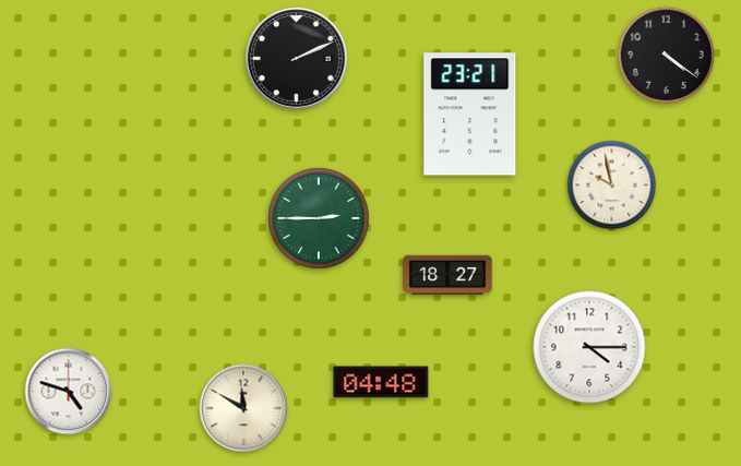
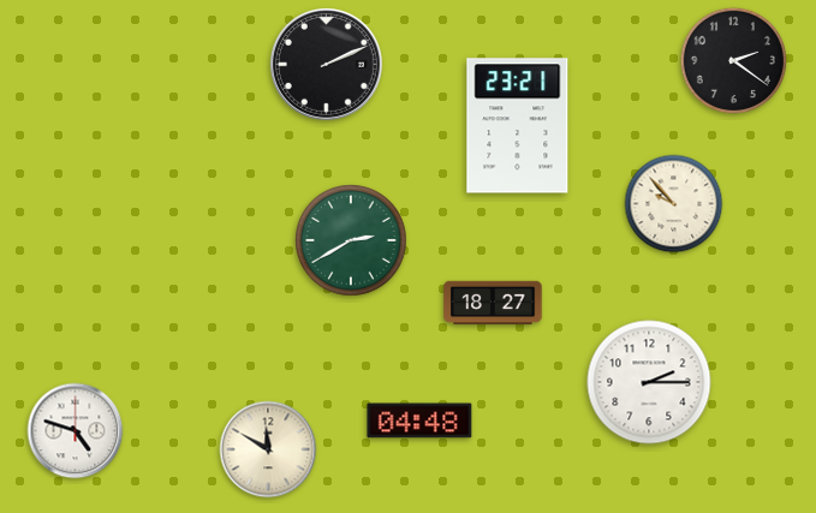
clock at (666, 55): 4:21 -> 2:21
clock at (612, 186): 9:58 -> 9:53
clock at (320, 219): 2:45 -> 2:40
clock at (589, 347): 4:15 -> 2:15
